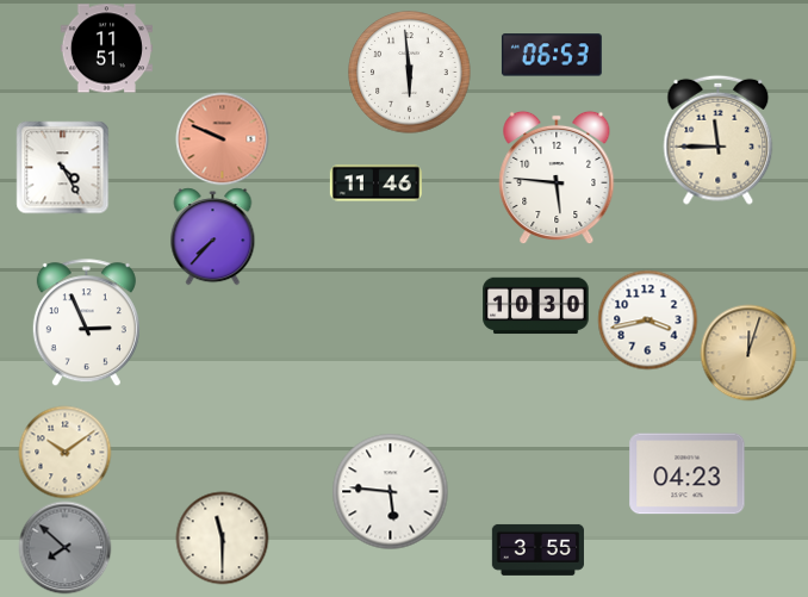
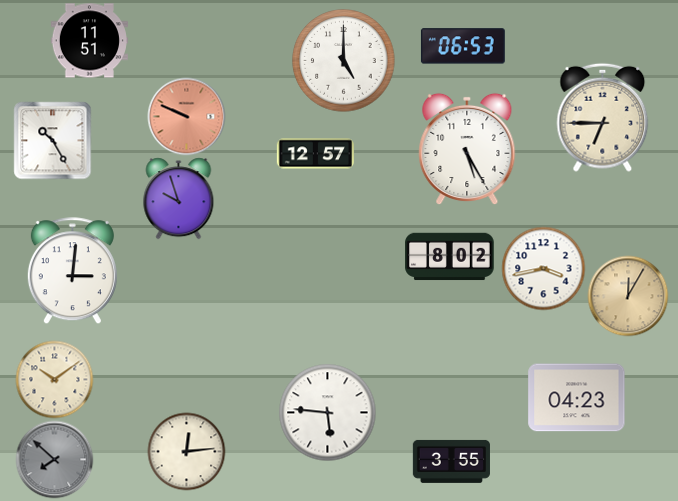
clock at (410, 73): 5:59 -> 5:00
clock at (719, 139): 11:45 -> 6:45
clock at (62, 167): 4:25 -> 10:25
clock at (557, 178): 5:46 -> 5:25
clock at (375, 184): 11:46 -> 12:57
clock at (213, 236): 7:37 -> 9:57
clock at (536, 306): 10:30 -> 8:02
clock at (86, 323): 2:56 -> 3:01
clock at (748, 353): 12:03 -> 12:05
clock at (222, 537): 11:30 -> 12:14
